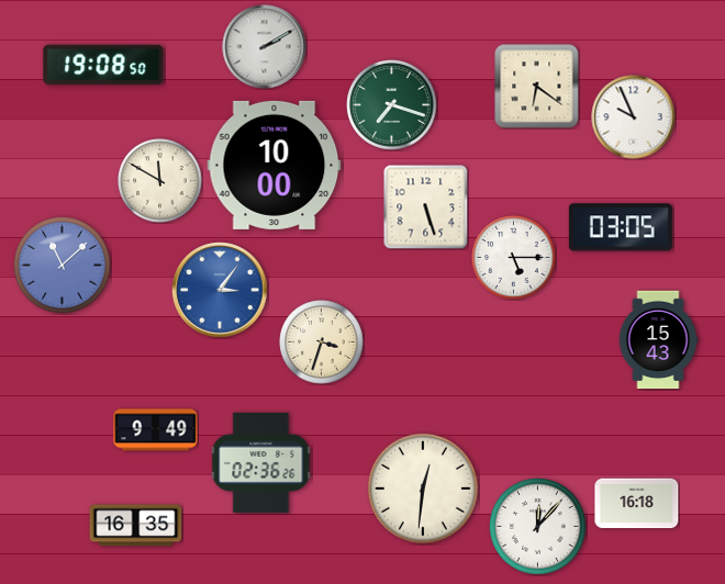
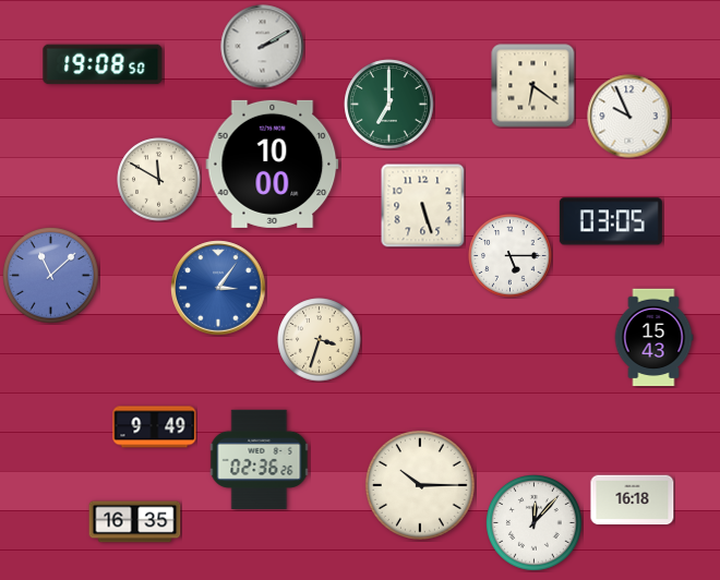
clock at (392, 105): 7:18 -> 7:00
clock at (621, 227) position: (621, 227) -> (611, 221)
clock at (63, 266) position: (63, 266) -> (51, 276)
clock at (423, 488): 12:31 -> 10:15
